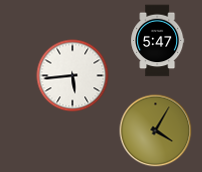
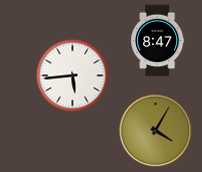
clock at (158, 41): 5:47 -> 8:47
